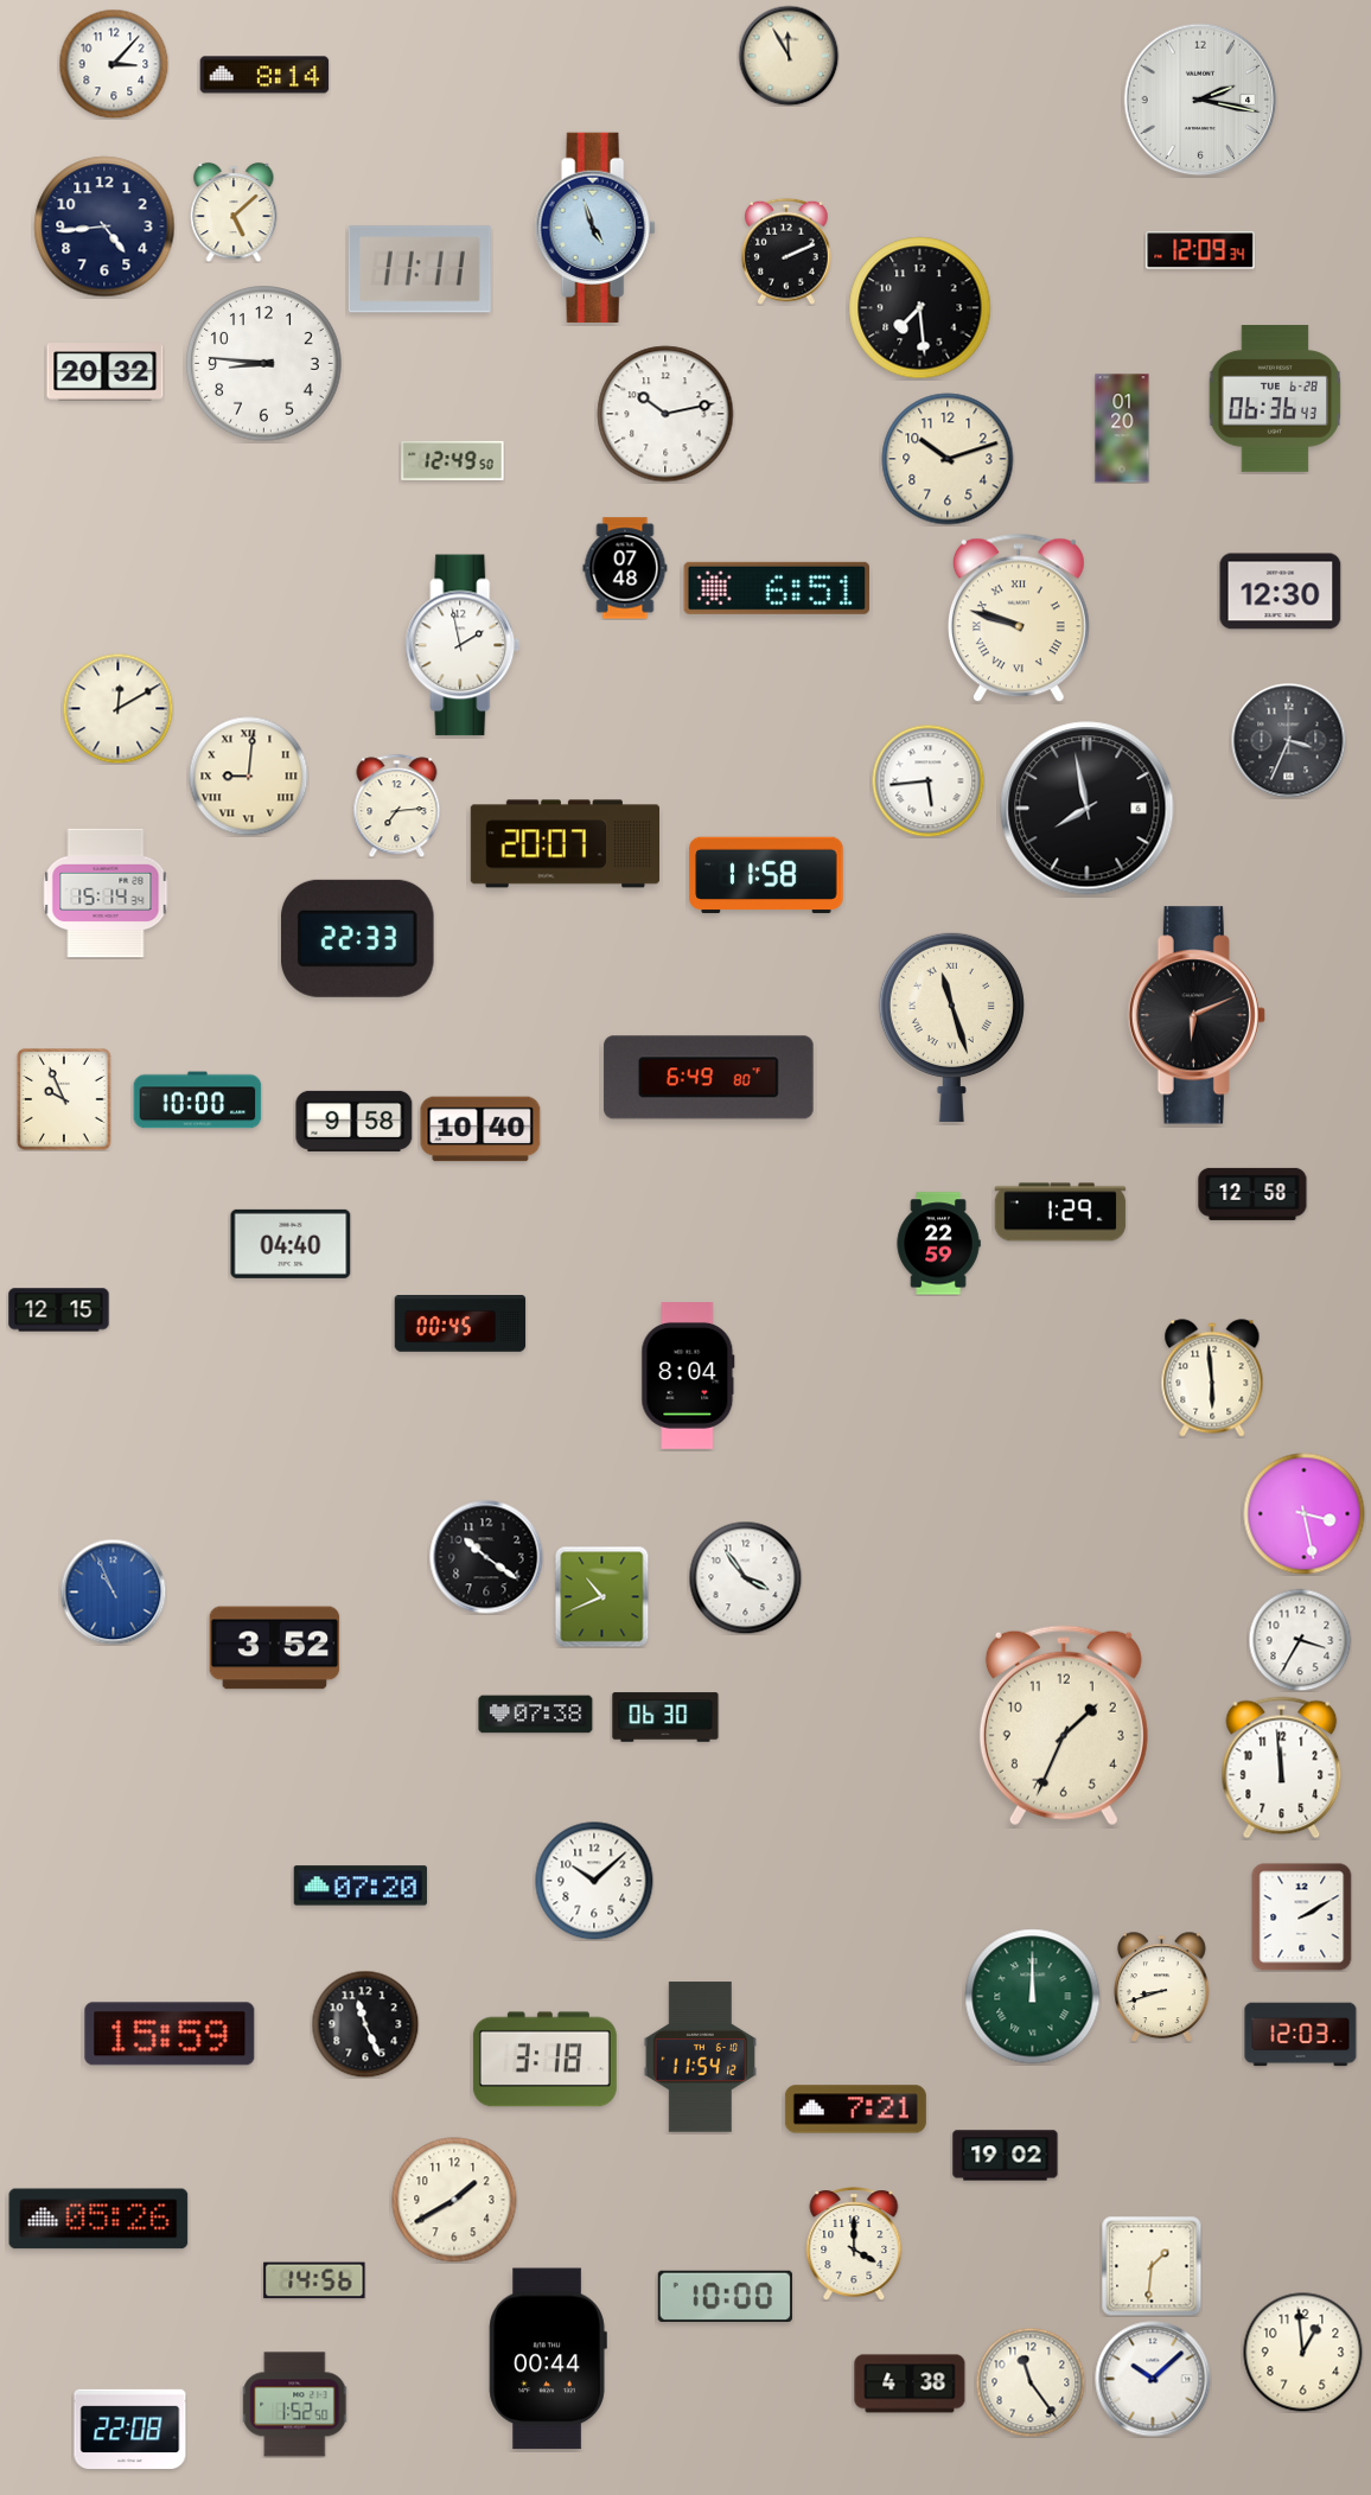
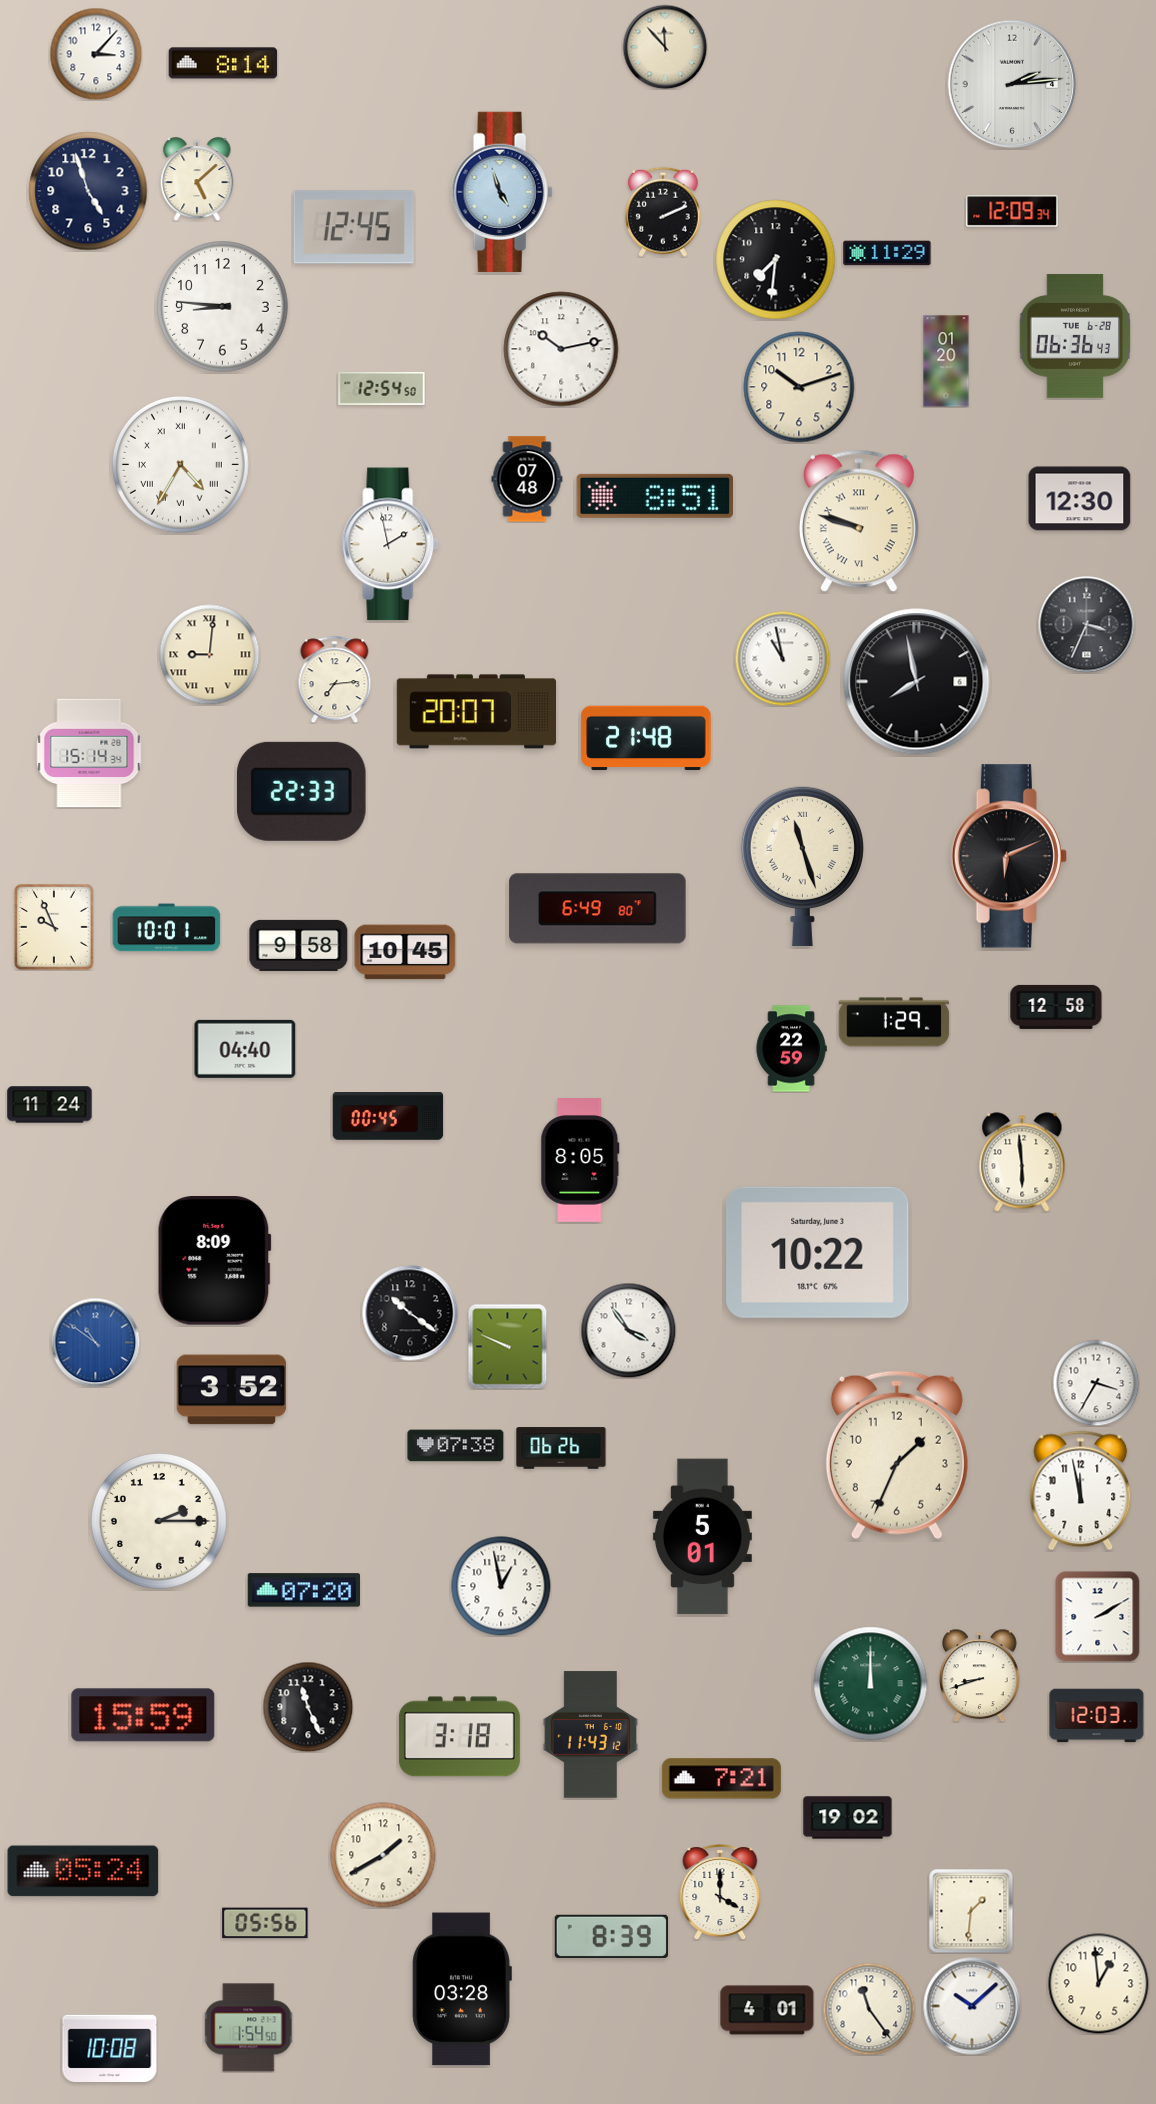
clock at (789, 56): 11:55 -> 11:53
clock at (1200, 100): 2:17 -> 2:14
clock at (104, 226): 4:44 -> 4:57
clock at (420, 269): 11:11 -> 12:45
clock at (887, 253): none -> 11:29
clock at (920, 308): 7:29 -> 7:31
clock at (106, 372): 20:32 -> none
clock at (453, 460): 12:49 -> 12:54
clock at (181, 465): none -> 4:35
clock at (776, 588): 6:51 -> 8:51
clock at (117, 708): 12:10 -> none
clock at (927, 780): 5:44 -> 10:58
clock at (766, 875): 11:58 -> 21:48
clock at (198, 1100): 10:00 -> 10:01
clock at (480, 1129): 10:40 -> 10:45
clock at (59, 1310): 12:15 -> 11:24
clock at (688, 1377): 8:04 -> 8:05
clock at (818, 1252): none -> 10:22
clock at (214, 1261): none -> 8:09
clock at (1305, 1514): 3:28 -> none
clock at (113, 1591): 10:56 -> 10:51
clock at (602, 1596): 10:41 -> 9:49
clock at (536, 1715) position: (536, 1715) -> (456, 1446)
clock at (665, 1717): 06:30 -> 06:26
clock at (1282, 1768): 11:59 -> 11:58
clock at (160, 1522): none -> 2:15
clock at (702, 1537): none -> 5:01
clock at (594, 1881): 10:08 -> 12:58
clock at (700, 2057): 11:54 -> 11:43
clock at (98, 2219): 05:26 -> 05:24
clock at (314, 2280): 14:56 -> 05:56
clock at (725, 2296): 10:00 -> 8:39
clock at (548, 2359): 00:44 -> 03:28
clock at (910, 2384): 4:38 -> 4:01
clock at (295, 2405): 1:52 -> 1:54
clock at (130, 2429): 22:08 -> 10:08
